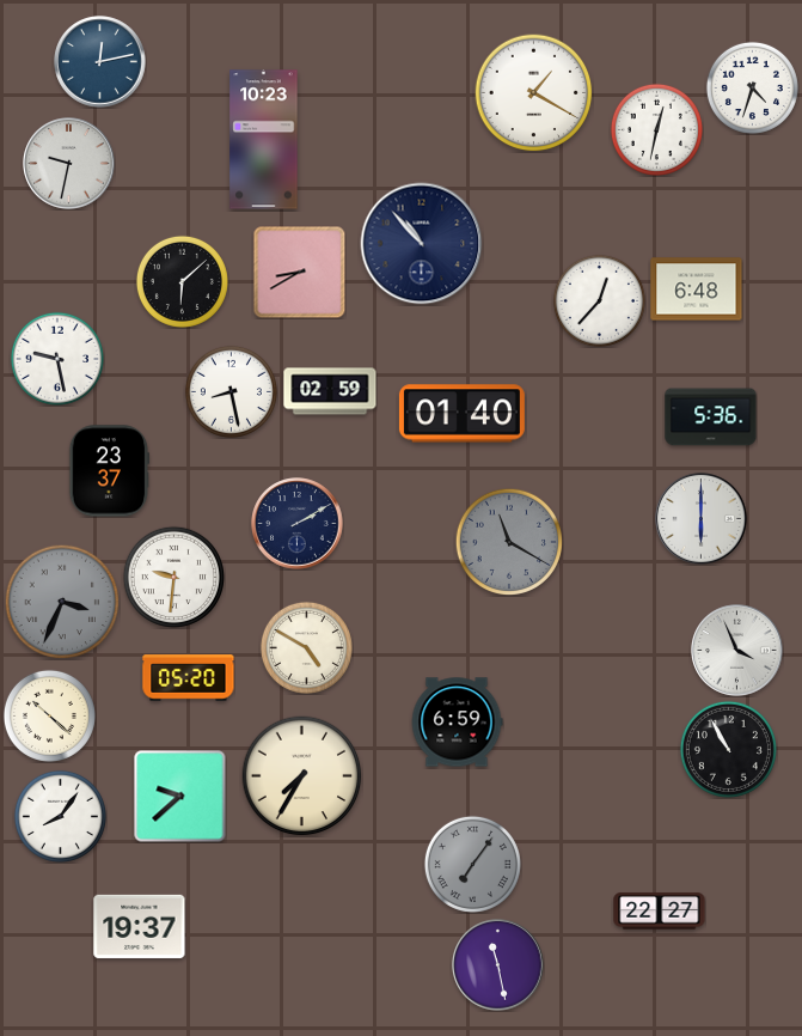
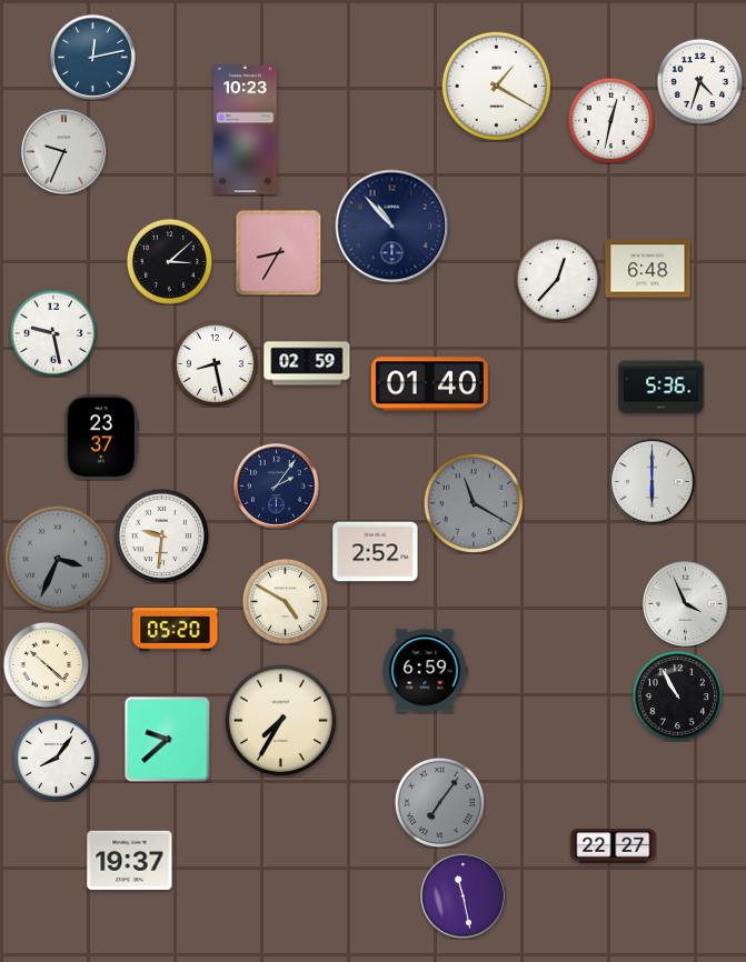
clock at (69, 164): 9:32 -> 9:34
clock at (299, 272): 8:40 -> 8:35
clock at (182, 281): 6:08 -> 3:08
clock at (298, 524): 2:10 -> 2:06
clock at (376, 552): none -> 2:52
